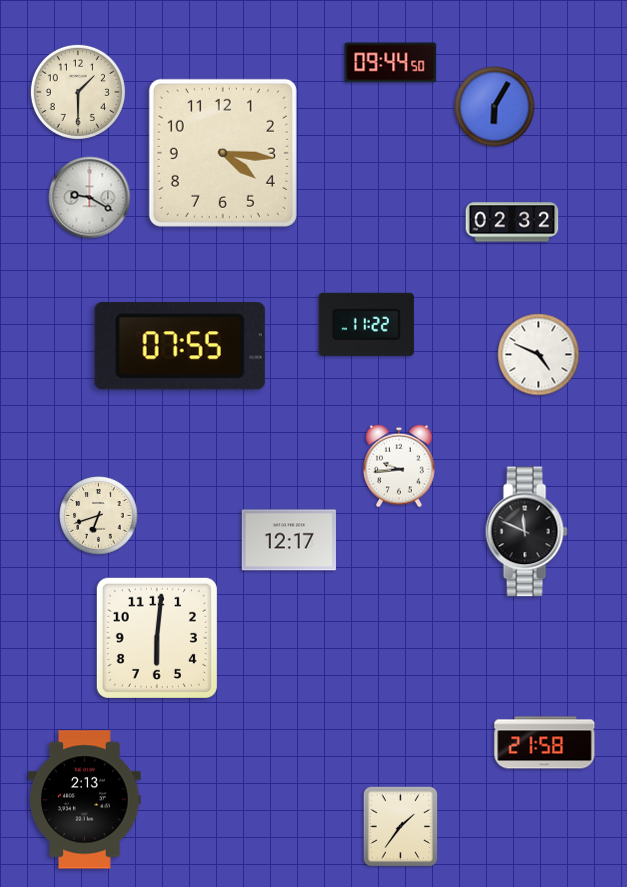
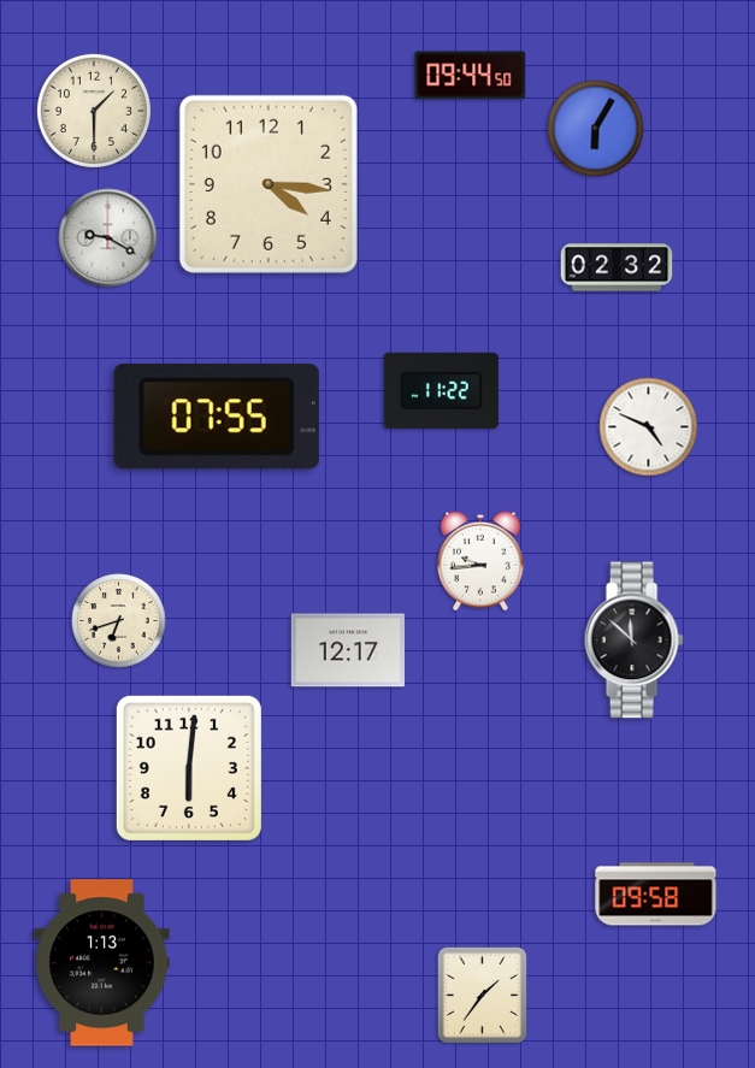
clock at (526, 532): 11:49 -> 11:52
clock at (545, 743): 21:58 -> 09:58
clock at (85, 800): 2:13 -> 1:13
